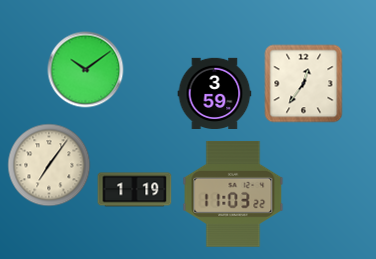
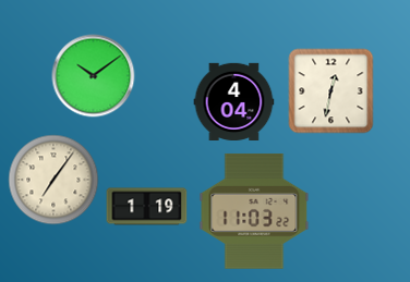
clock at (304, 84): 12:36 -> 12:32
clock at (215, 93): 3:59 -> 4:04
